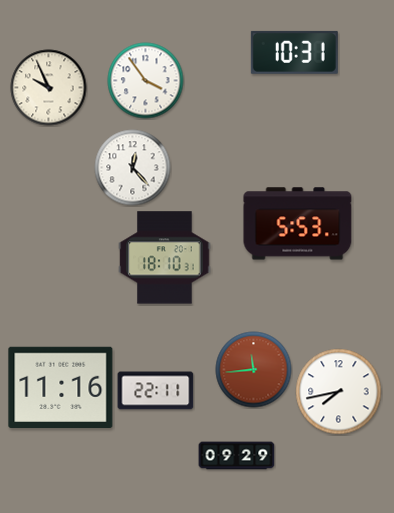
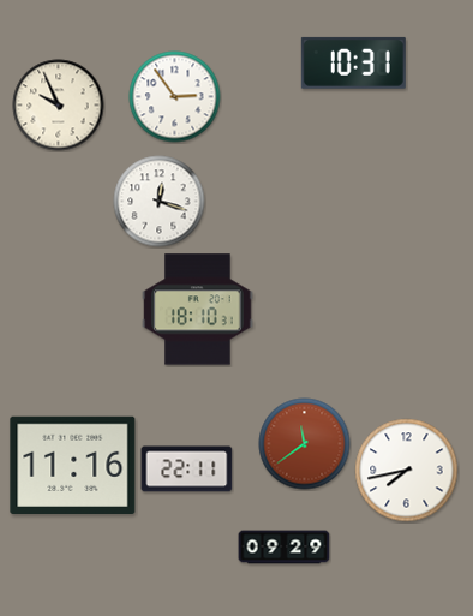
clock at (146, 81): 3:54 -> 2:54
clock at (133, 168): 12:23 -> 12:18
clock at (298, 224): 5:53 -> none
clock at (254, 370): 11:44 -> 11:39
